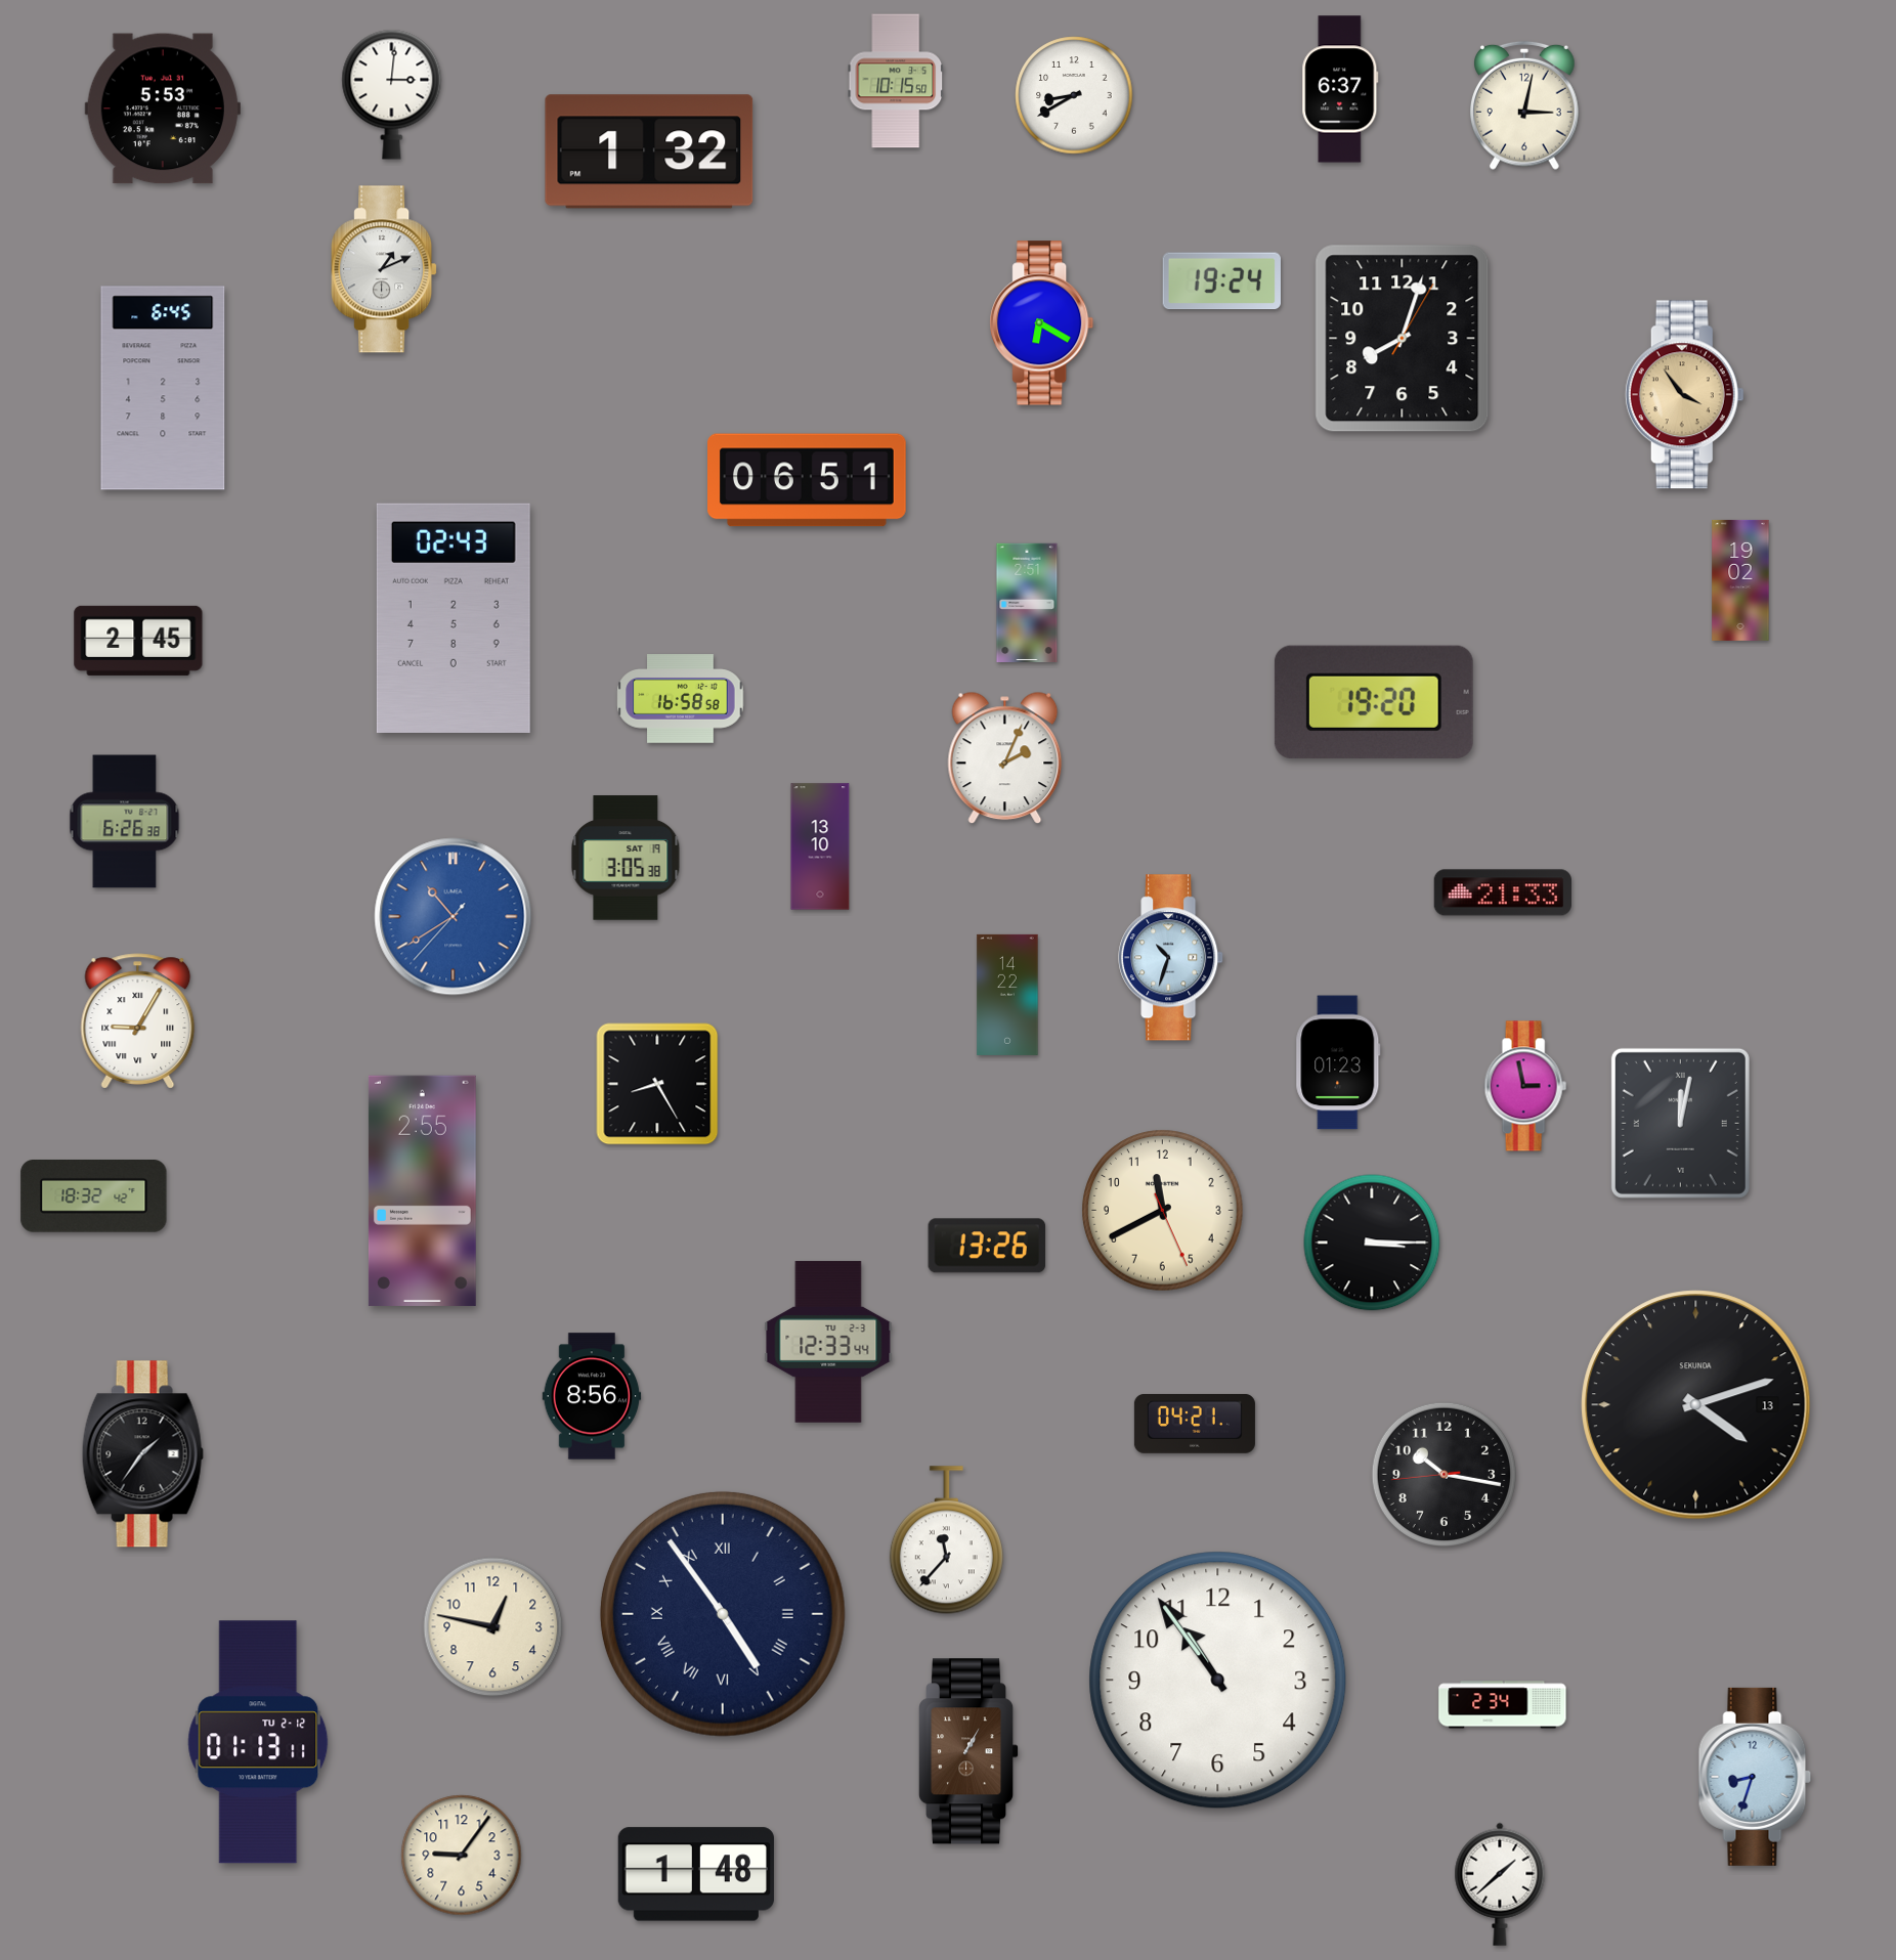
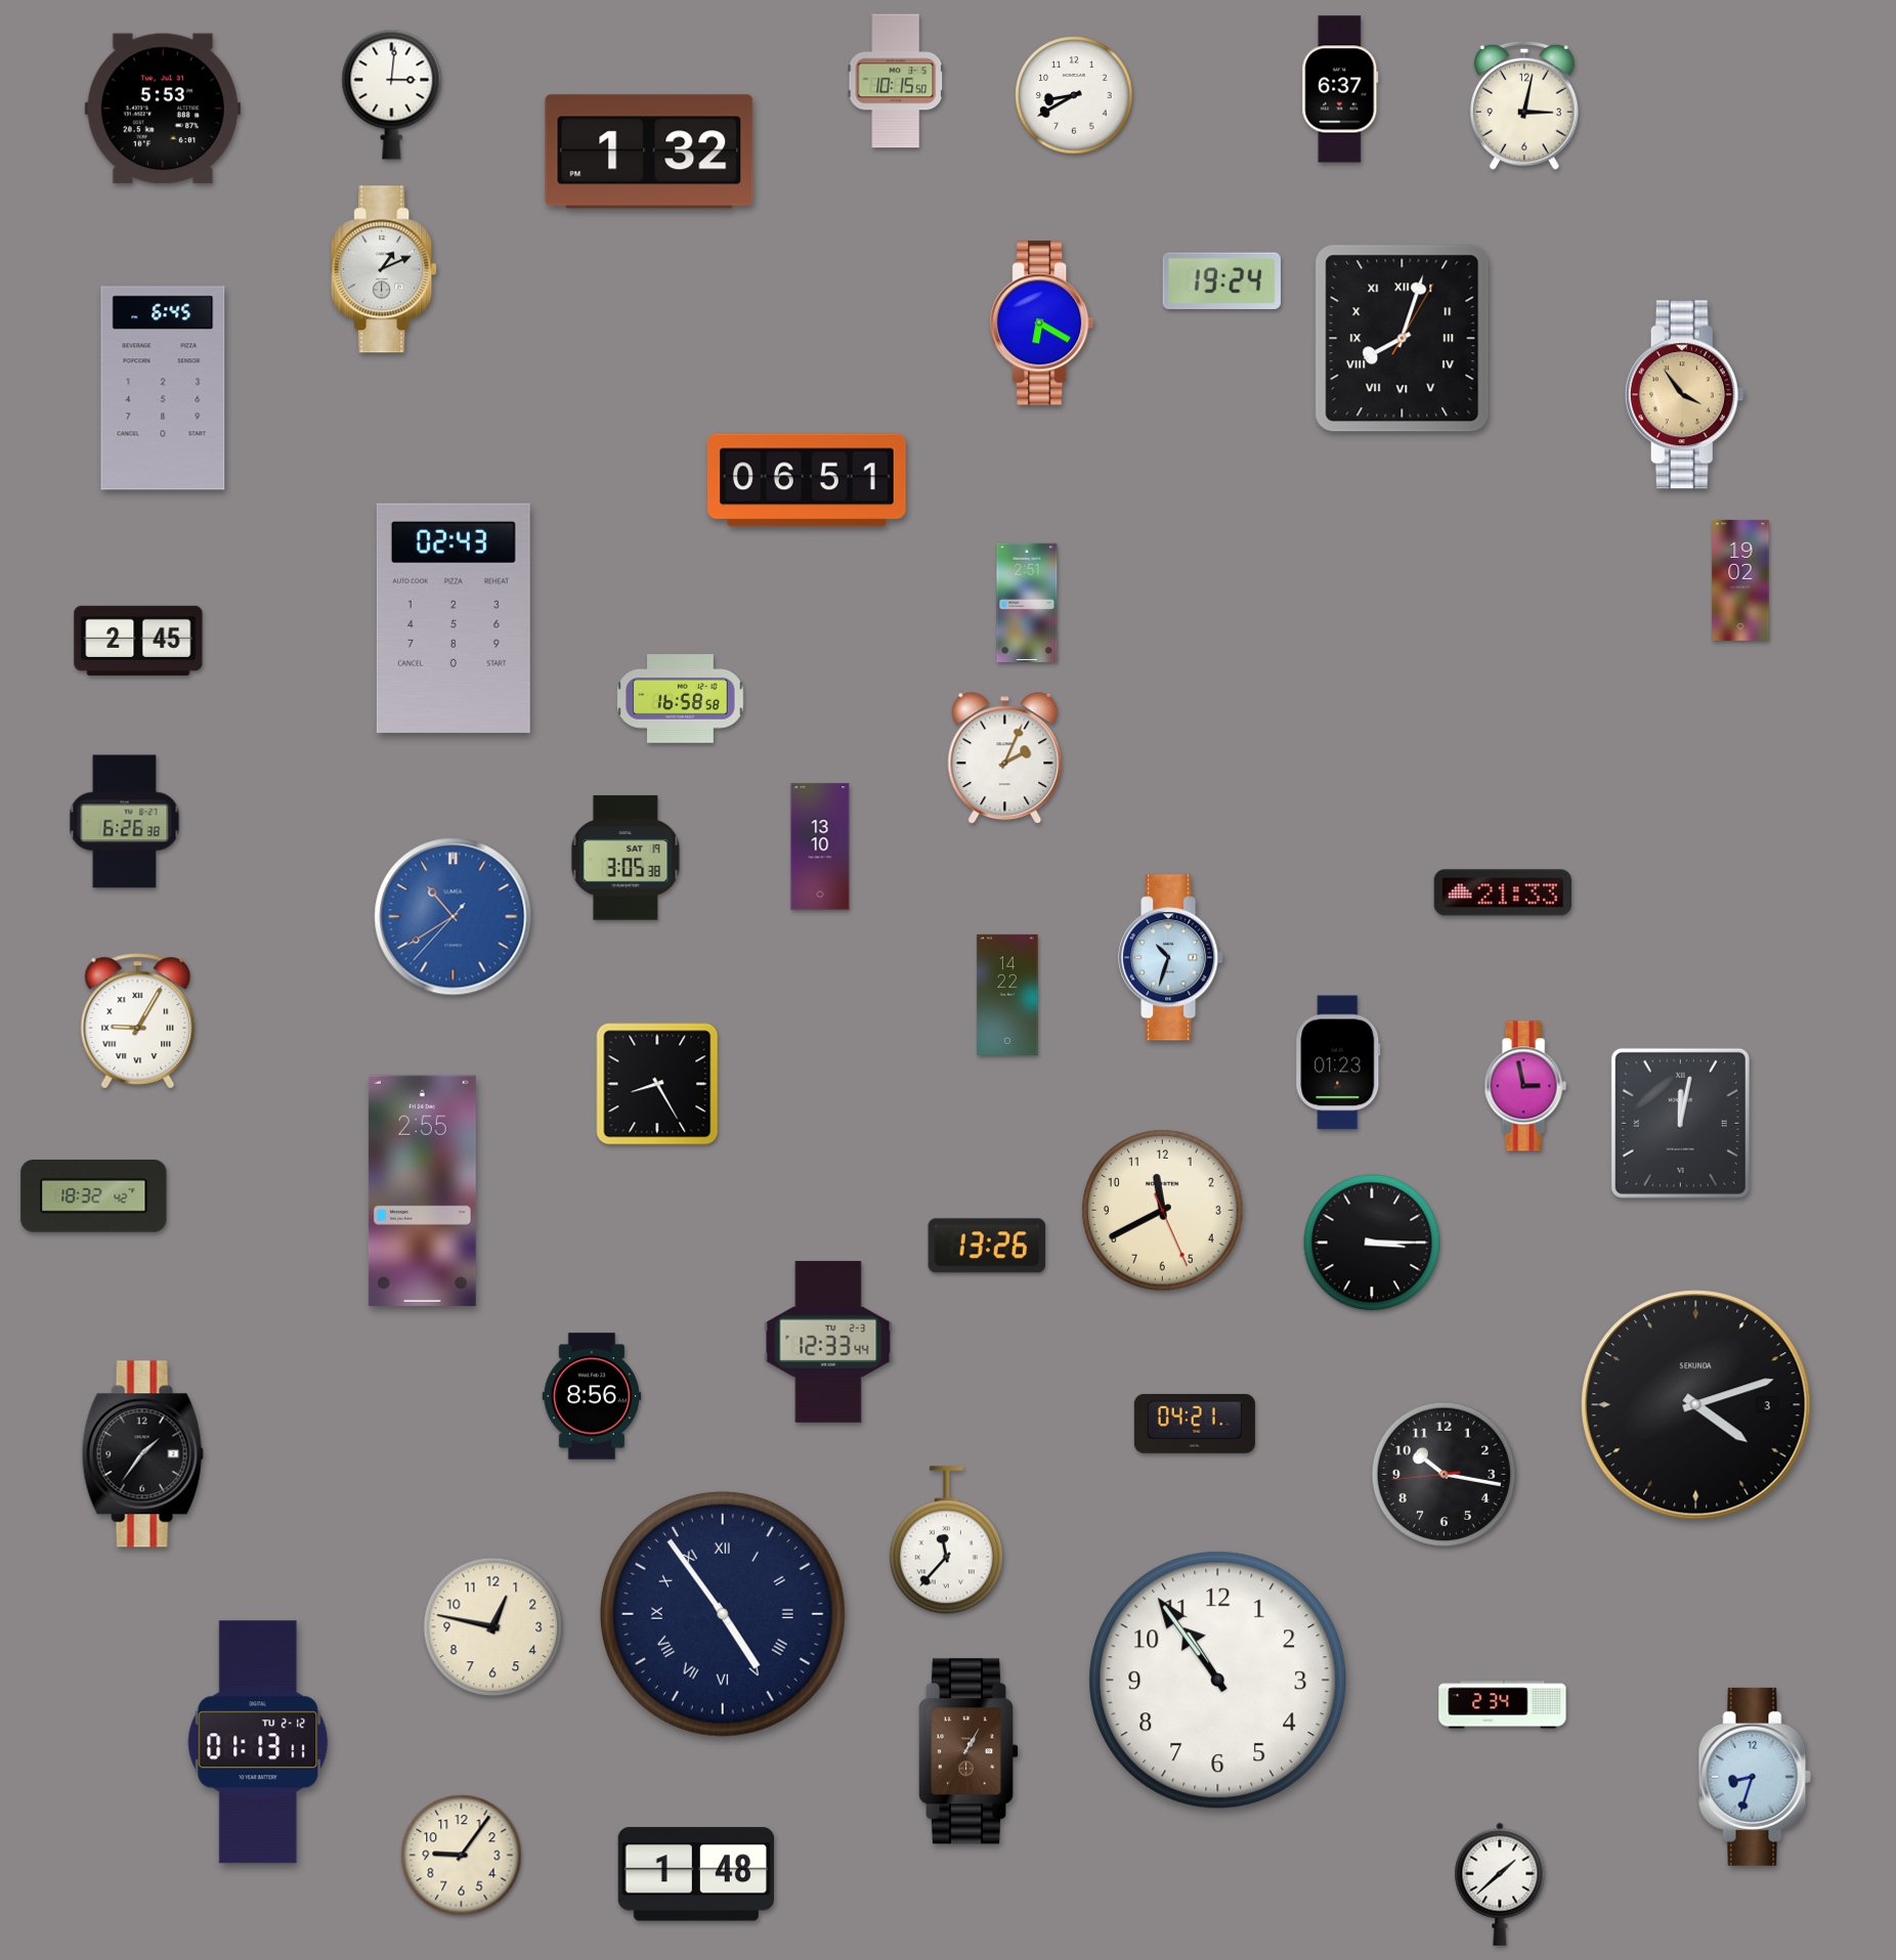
clock at (1403, 339) numerals: Arabic -> Roman
clock at (1374, 702): 19:20 -> none
clock at (1696, 1405) date: 13 -> 3
